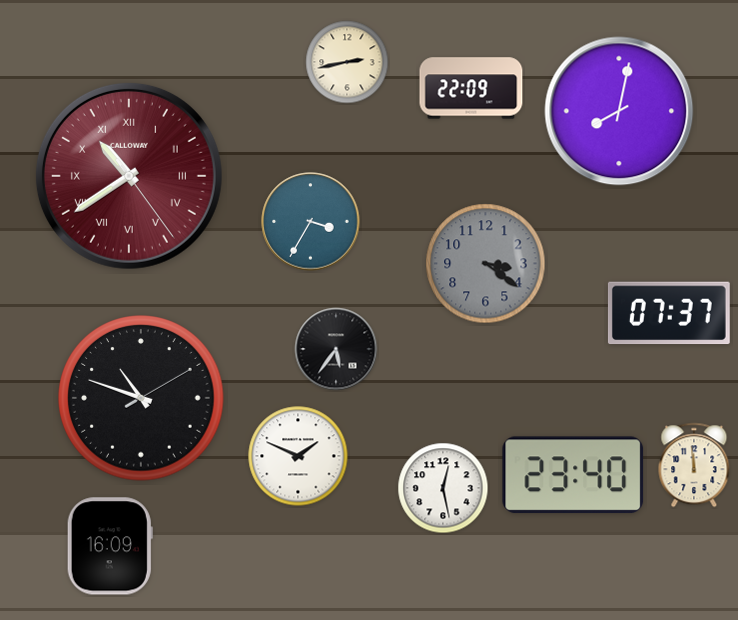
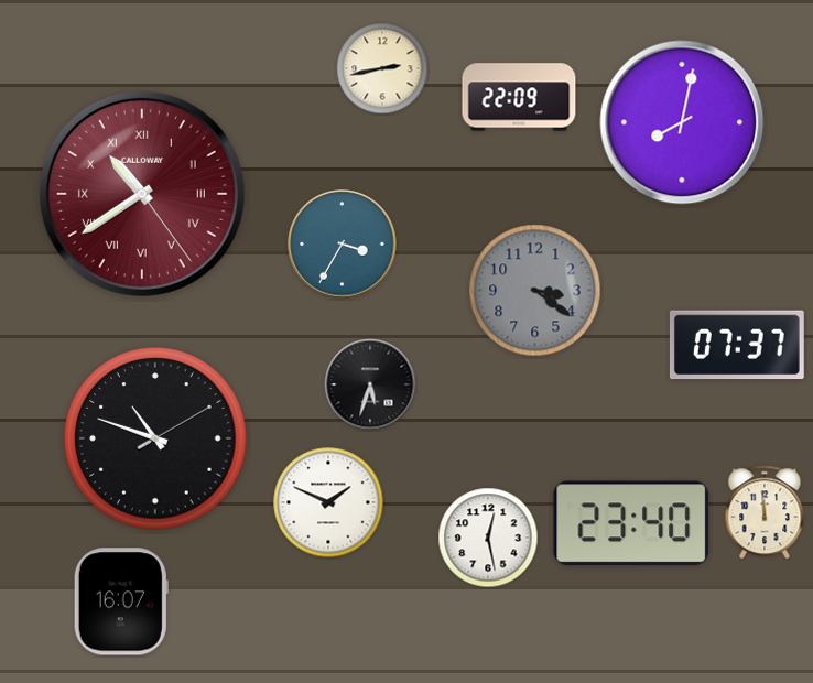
clock at (336, 349): 5:36 -> 5:33
clock at (110, 546): 16:09 -> 16:07
